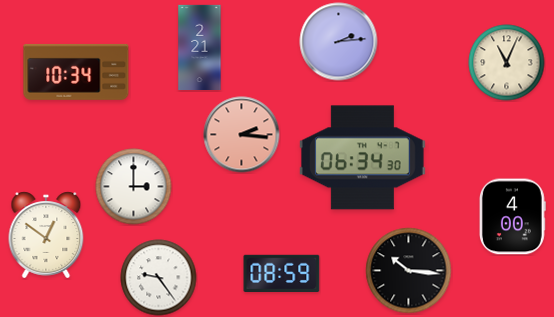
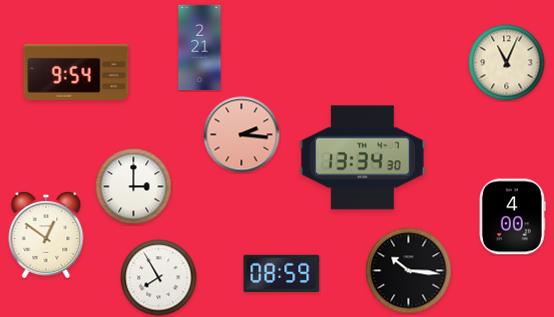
clock at (339, 42): 2:14 -> none
clock at (76, 72): 10:34 -> 9:54
clock at (362, 158): 06:34 -> 13:34
clock at (159, 278): 9:24 -> 7:55
